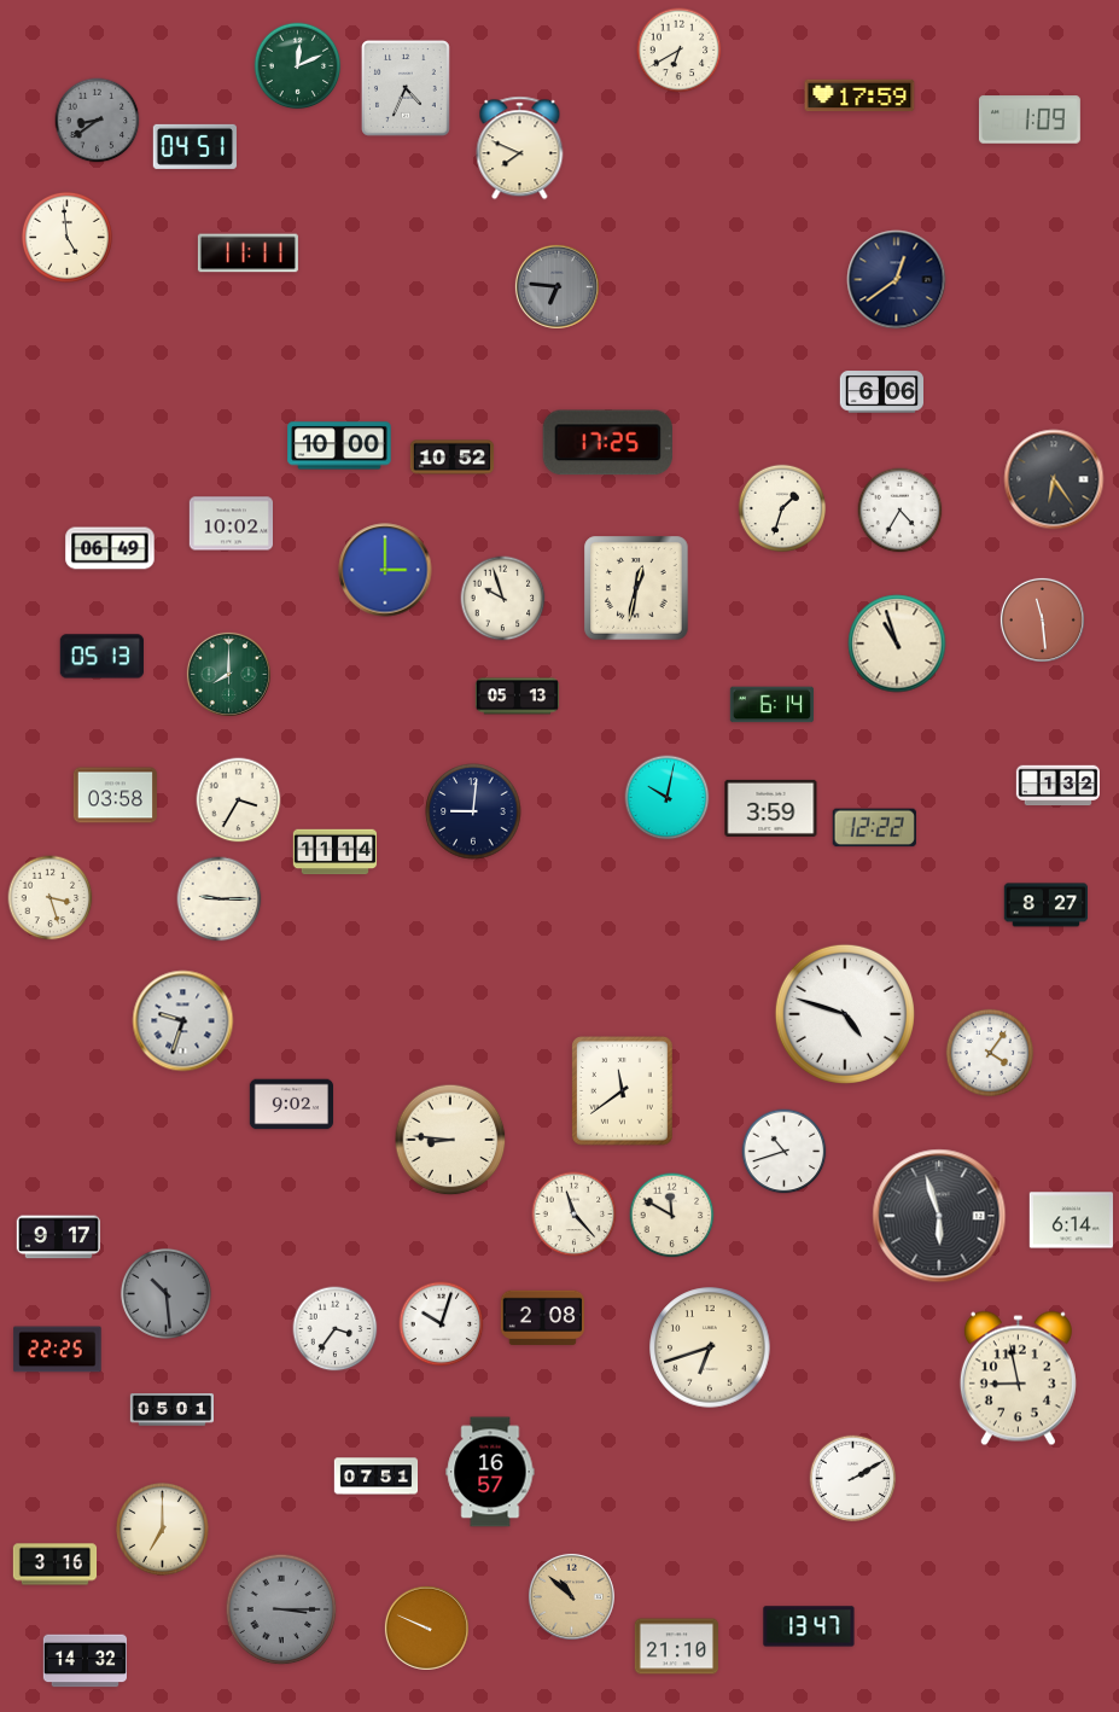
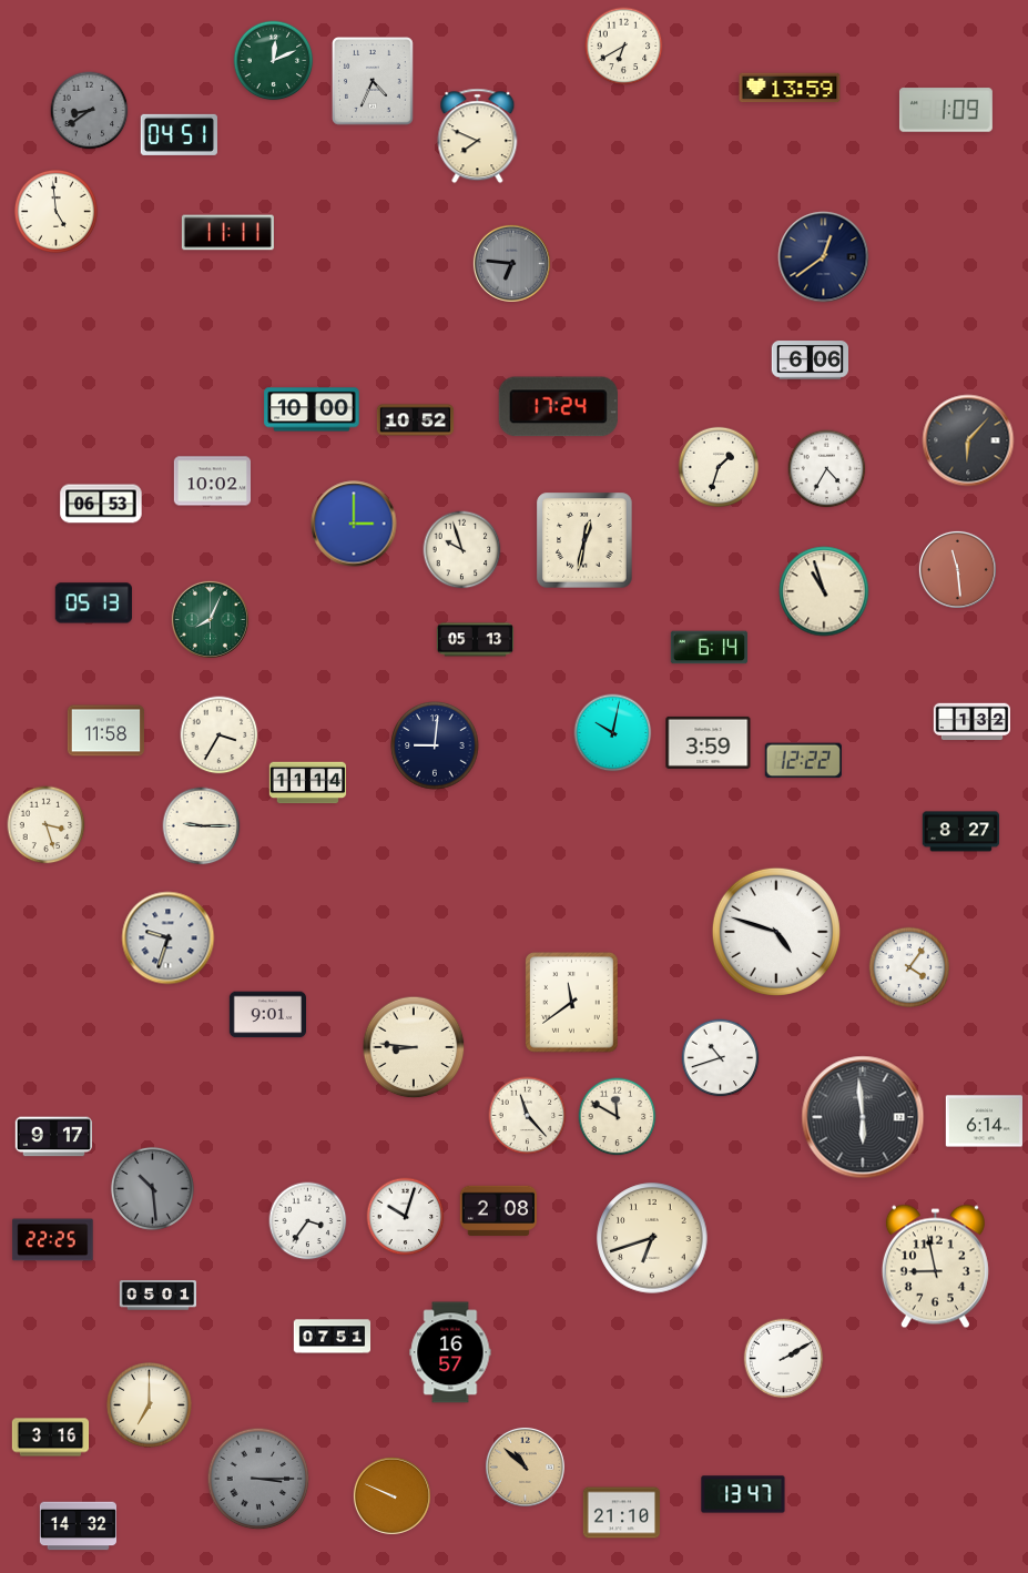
clock at (859, 95): 17:59 -> 13:59
clock at (66, 237) position: (66, 237) -> (55, 211)
clock at (607, 443): 17:25 -> 17:24
clock at (1054, 479): 6:24 -> 6:07
clock at (110, 548): 06:49 -> 06:53
clock at (228, 674): 8:00 -> 8:04
clock at (115, 796): 03:58 -> 11:58
clock at (291, 1105): 9:02 -> 9:01
clock at (939, 1216): 5:57 -> 5:59
clock at (377, 1477) position: (377, 1477) -> (333, 1337)
